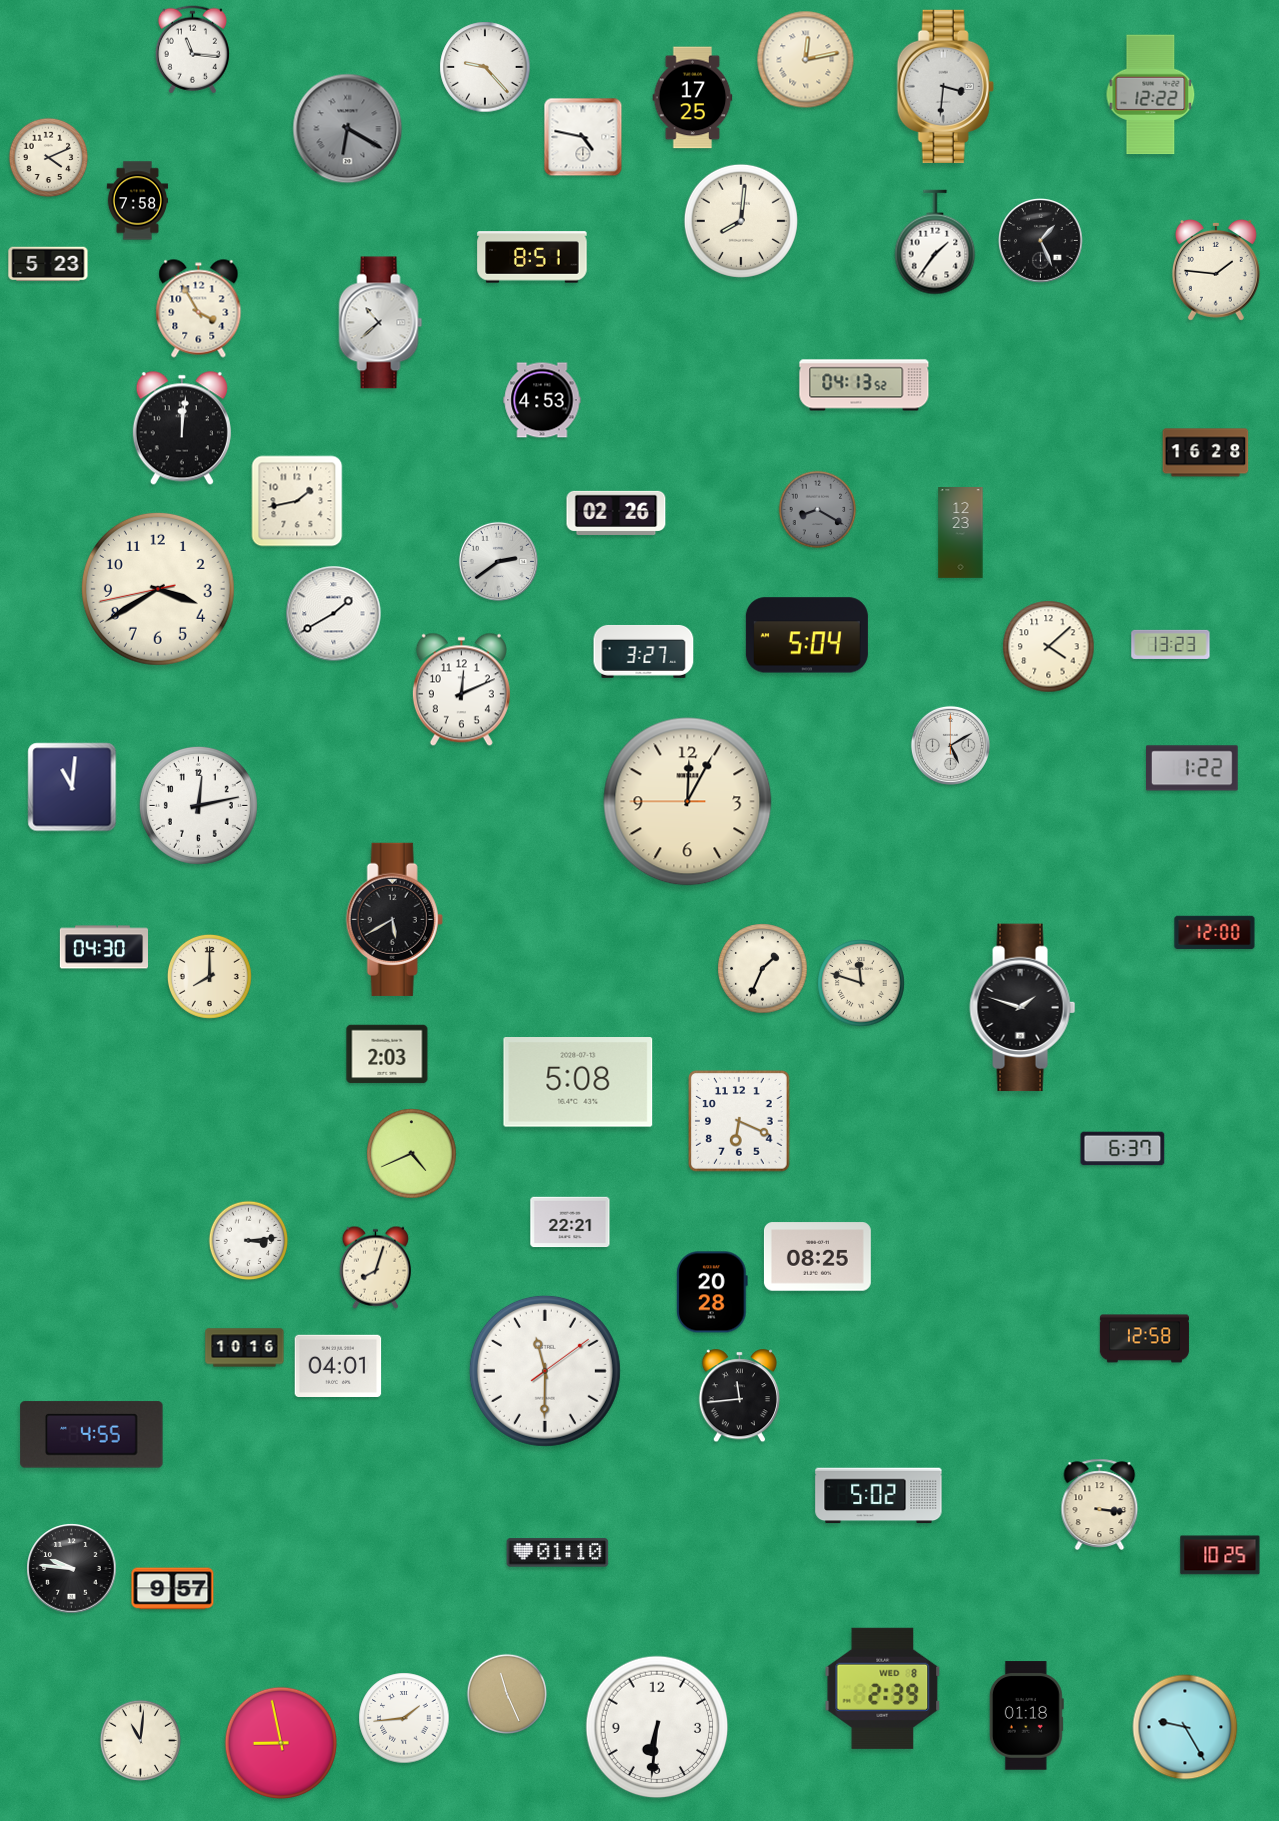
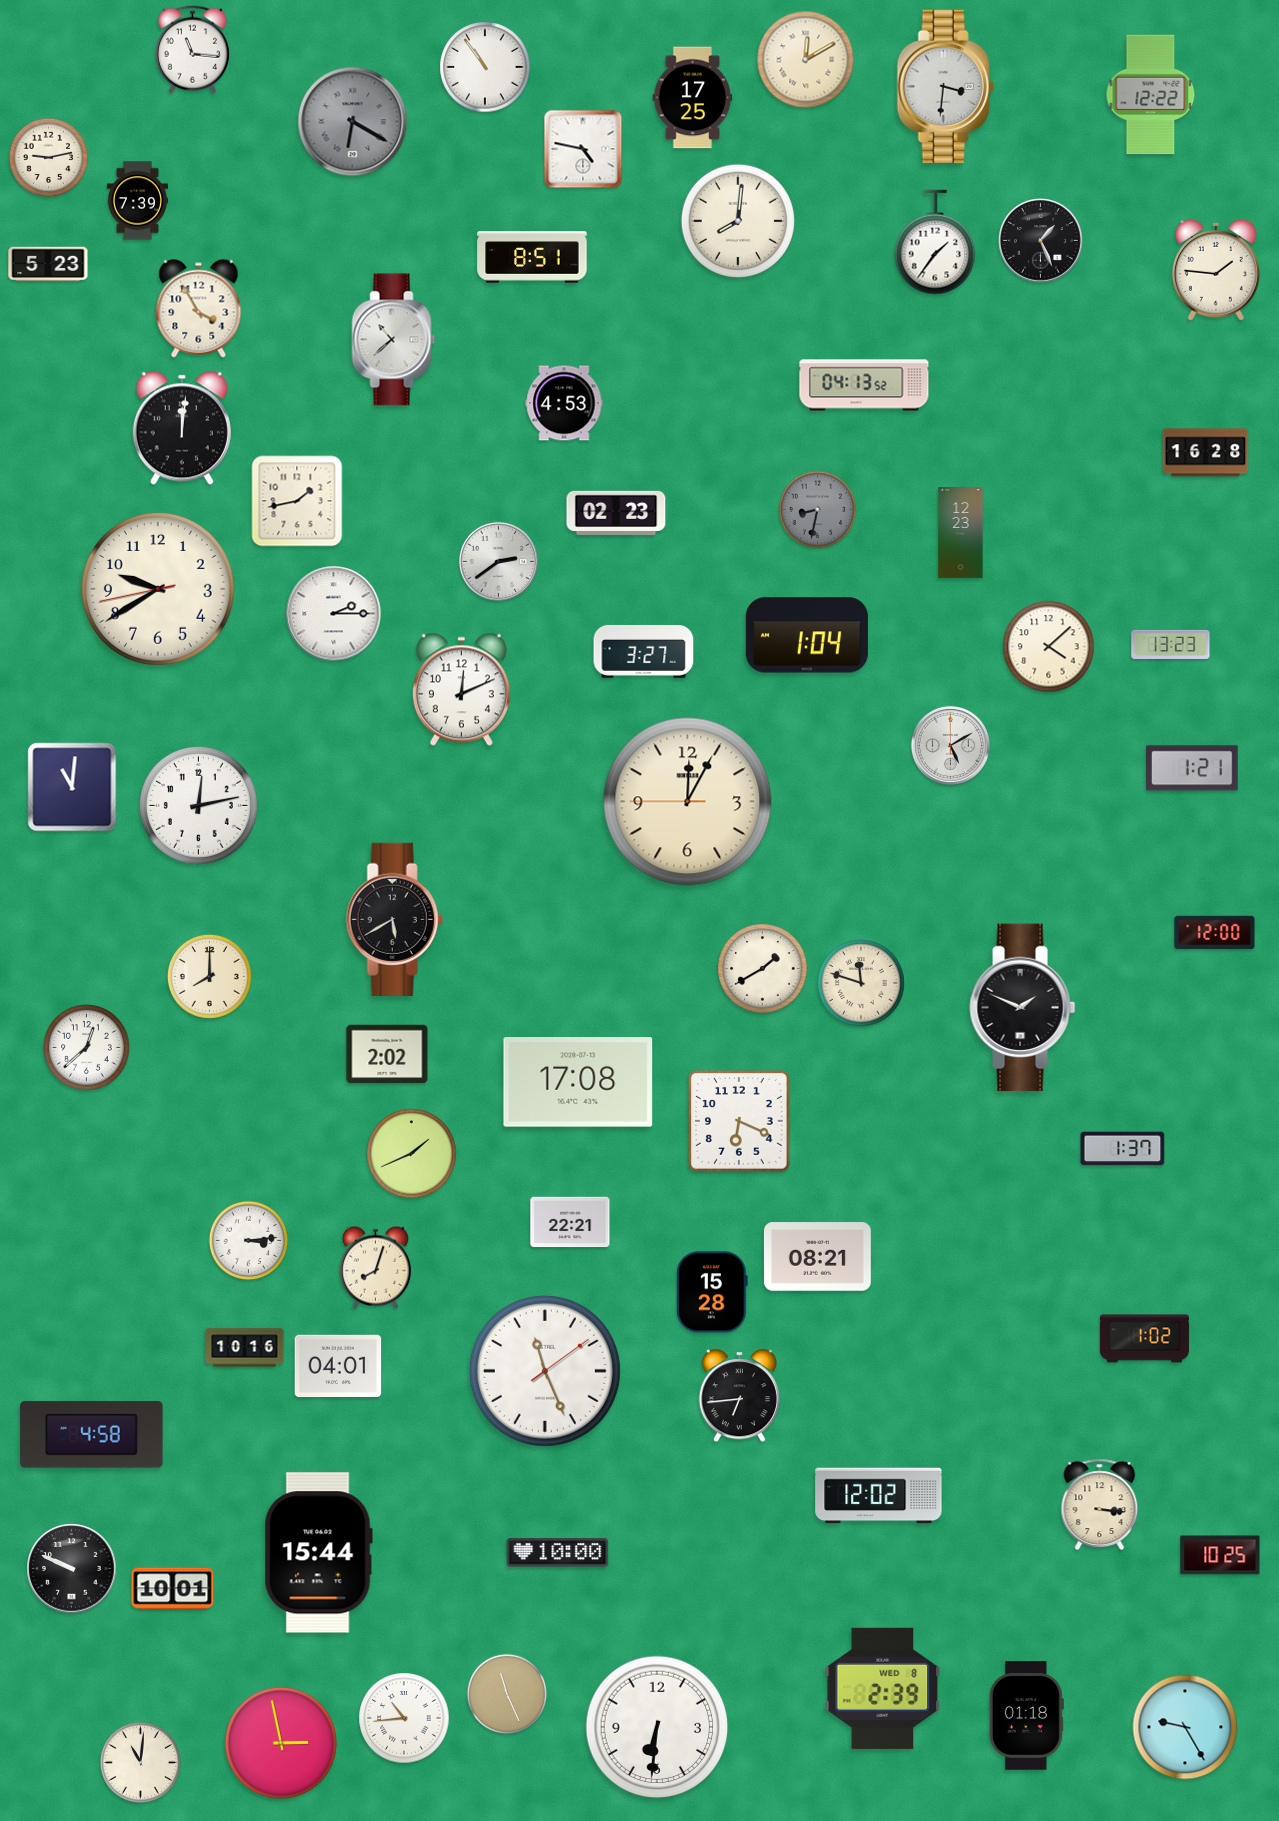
clock at (806, 60): 12:13 -> 12:10
clock at (485, 67): 9:23 -> 10:54
clock at (348, 129) position: (348, 129) -> (353, 122)
clock at (583, 137) position: (583, 137) -> (583, 149)
clock at (49, 158): 4:11 -> 9:13
clock at (137, 201): 7:58 -> 7:39
clock at (741, 221) position: (741, 221) -> (738, 221)
clock at (381, 323) position: (381, 323) -> (394, 340)
clock at (542, 400) position: (542, 400) -> (564, 403)
clock at (818, 510): 8:20 -> 8:32
clock at (616, 512): 02:26 -> 02:23
clock at (158, 589): 3:39 -> 9:39
clock at (334, 614): 1:40 -> 2:15
clock at (807, 635): 5:04 -> 1:04
clock at (1193, 768): 1:22 -> 1:21
clock at (103, 947): 04:30 -> none
clock at (763, 969): 1:34 -> 1:40
clock at (1023, 1008): 1:48 -> 1:49
clock at (87, 1048): none -> 12:38
clock at (387, 1054): 2:03 -> 2:02
clock at (578, 1083): 5:08 -> 17:08
clock at (1123, 1149): 6:37 -> 1:37
clock at (412, 1154): 4:41 -> 1:41
clock at (817, 1257): 08:25 -> 08:21
clock at (713, 1292): 20:28 -> 15:28
clock at (1144, 1339): 12:58 -> 1:02
clock at (545, 1371): 11:30 -> 11:26
clock at (739, 1396): 11:44 -> 6:44
clock at (92, 1435): 4:55 -> 4:58
clock at (879, 1496): 5:02 -> 12:02
clock at (318, 1553): none -> 15:44
clock at (558, 1553): 01:10 -> 10:00
clock at (72, 1569): 9:46 -> 9:49
clock at (173, 1589): 9:57 -> 10:01
clock at (404, 1718): 1:44 -> 10:44
clock at (140, 1740) position: (140, 1740) -> (140, 1762)
clock at (280, 1742): 8:58 -> 2:58
